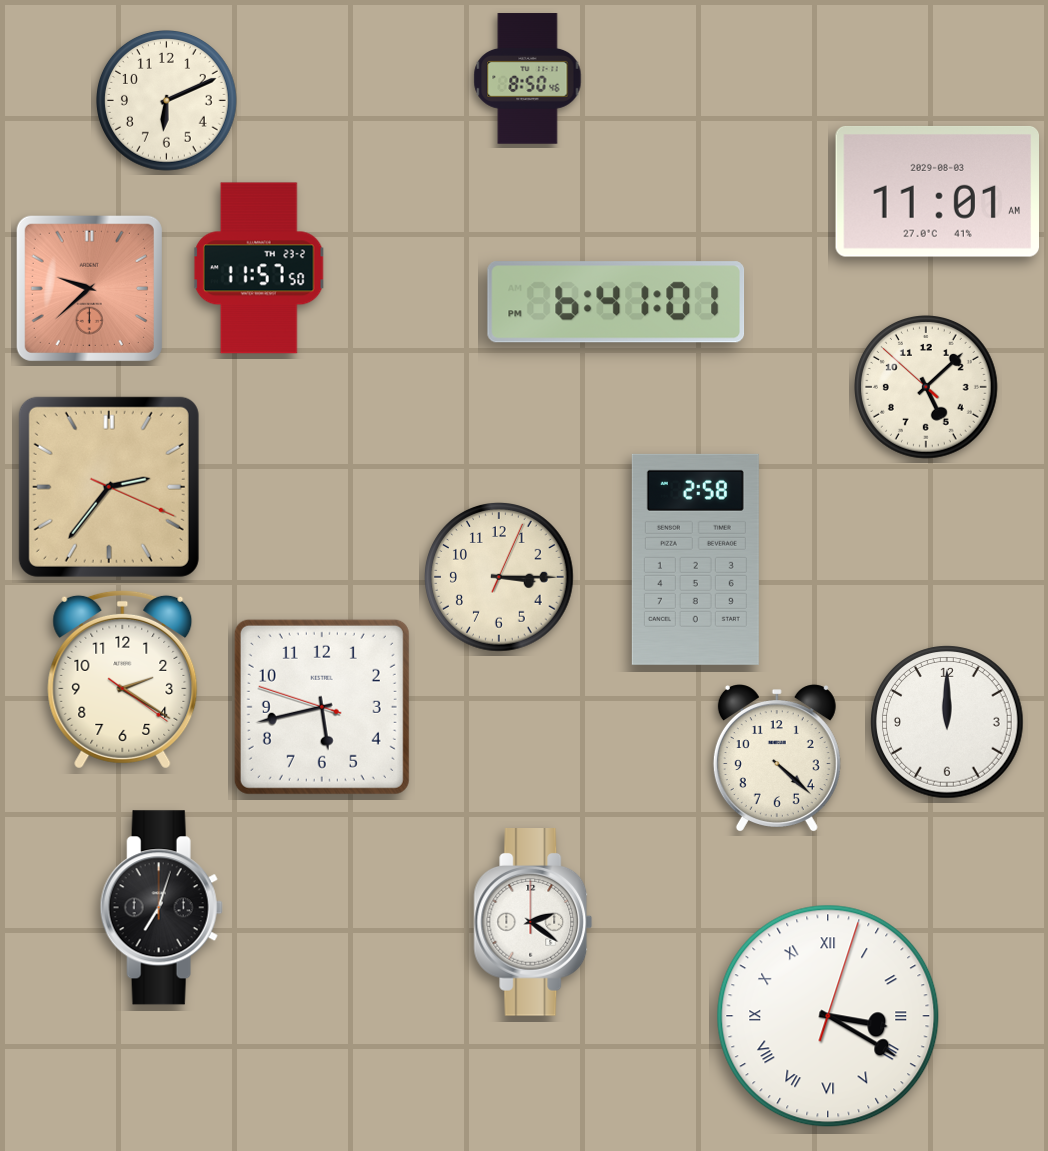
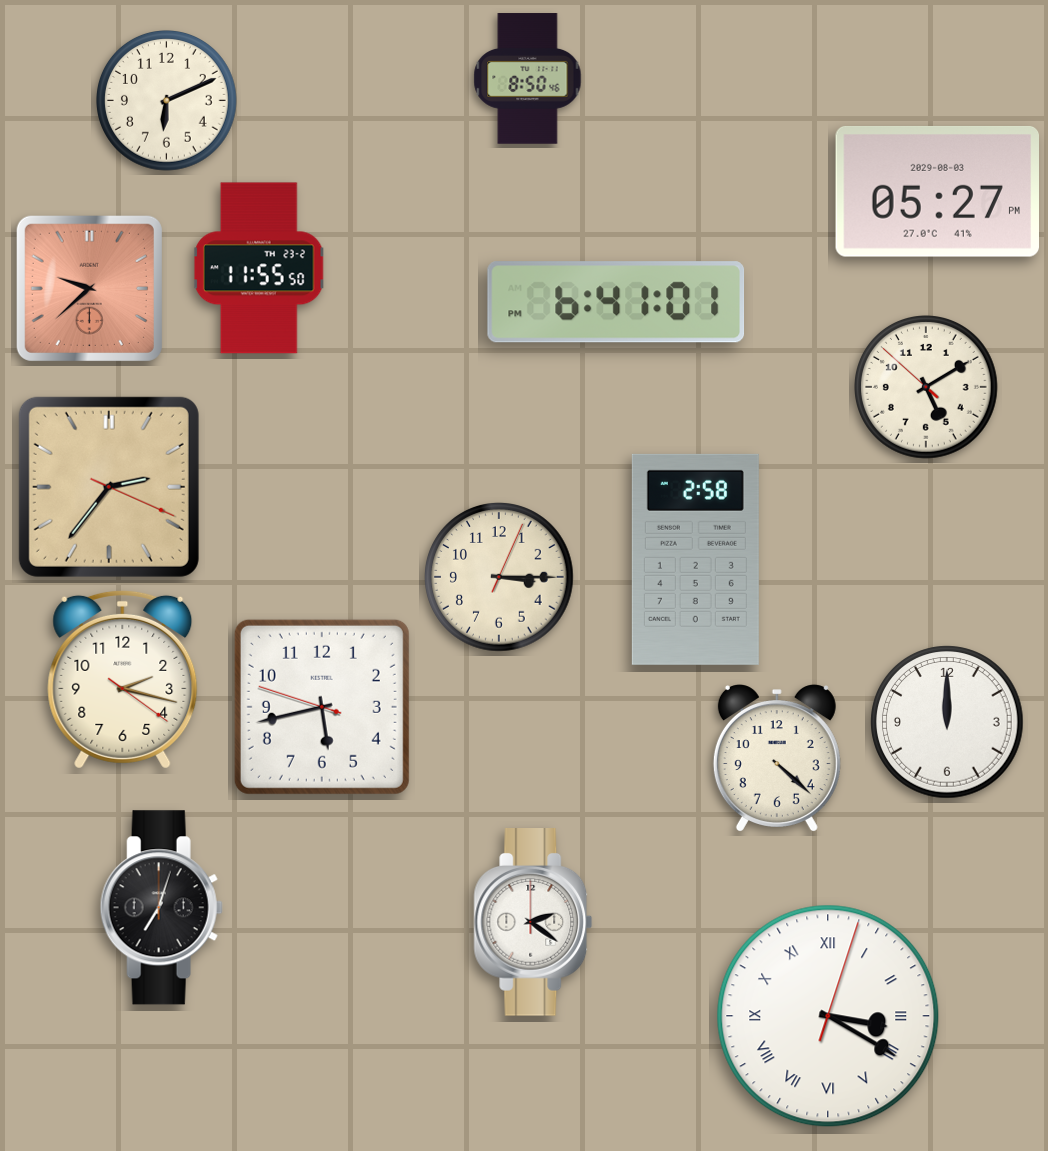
clock at (937, 192): 11:01 -> 05:27
clock at (259, 268): 11:57 -> 11:55
clock at (927, 388): 5:07 -> 5:09
clock at (123, 679): 2:20 -> 2:17
